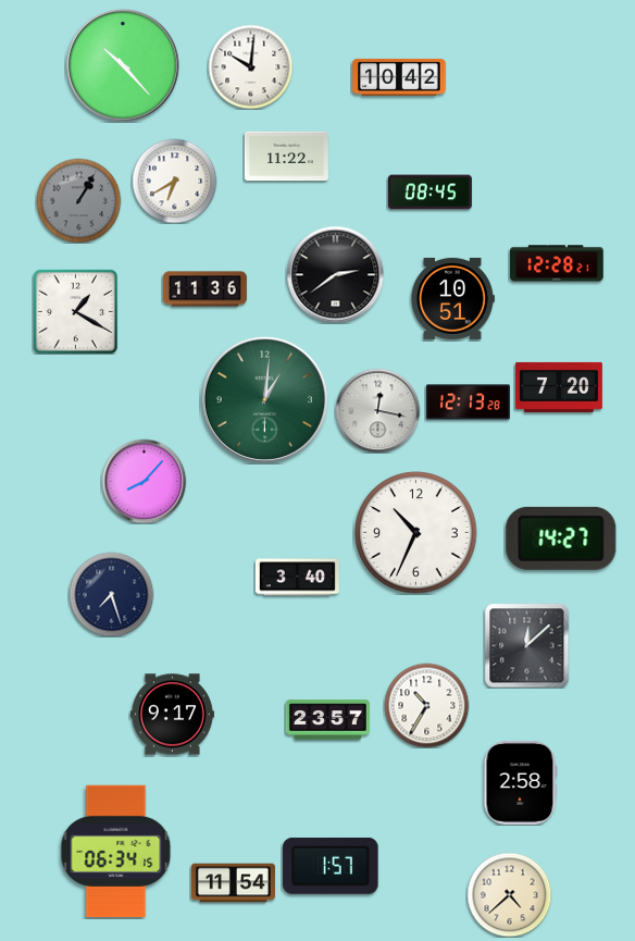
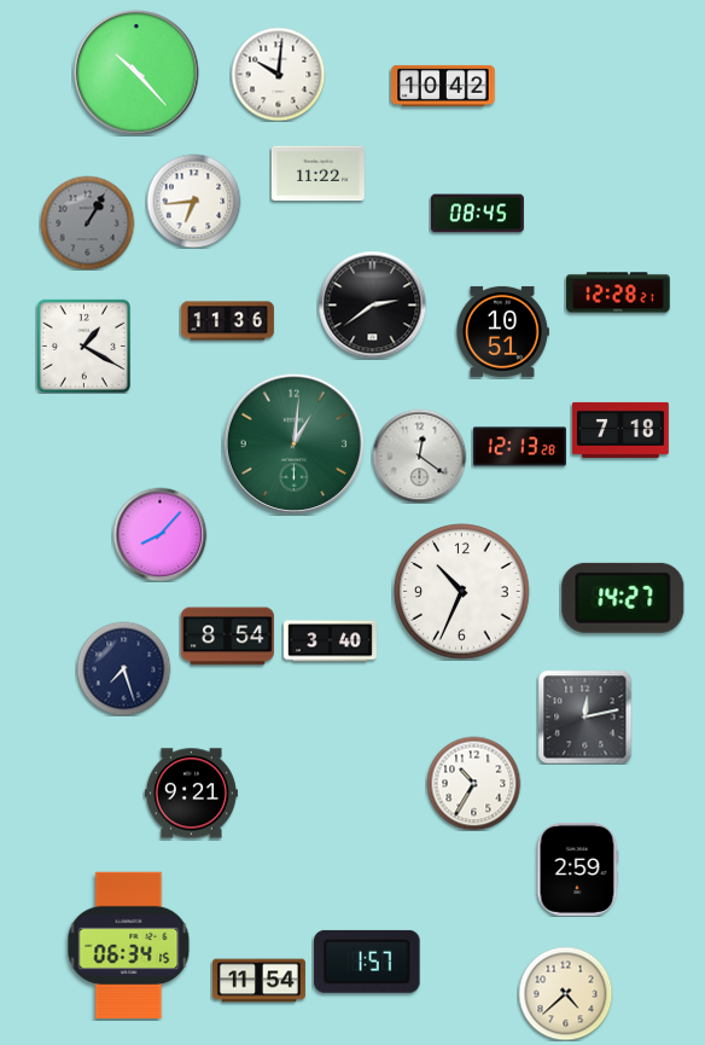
clock at (174, 181): 6:40 -> 6:44
clock at (559, 387): 7:20 -> 7:18
clock at (377, 410): 12:17 -> 12:21
clock at (227, 637): none -> 8:54
clock at (111, 594) position: (111, 594) -> (123, 668)
clock at (526, 645): 12:08 -> 12:13
clock at (172, 715): 9:17 -> 9:21
clock at (327, 720): 23:57 -> none
clock at (520, 782): 2:58 -> 2:59
